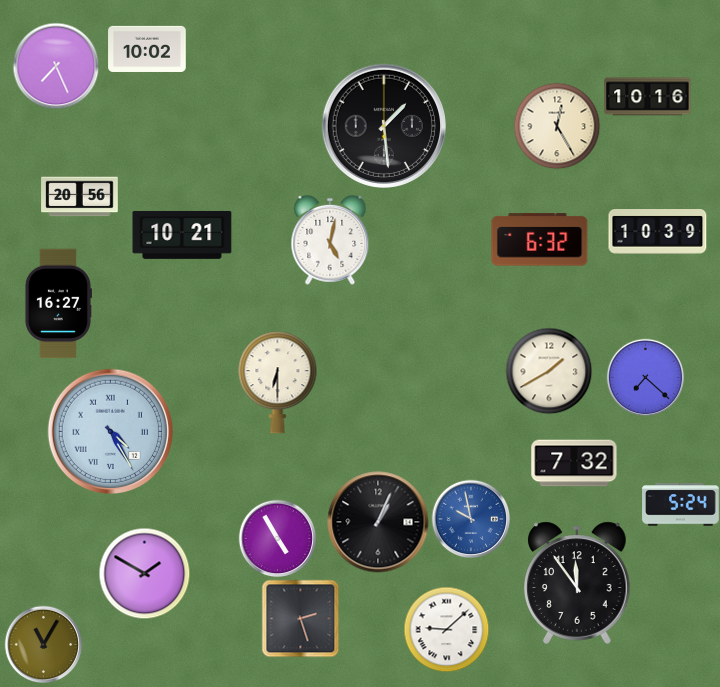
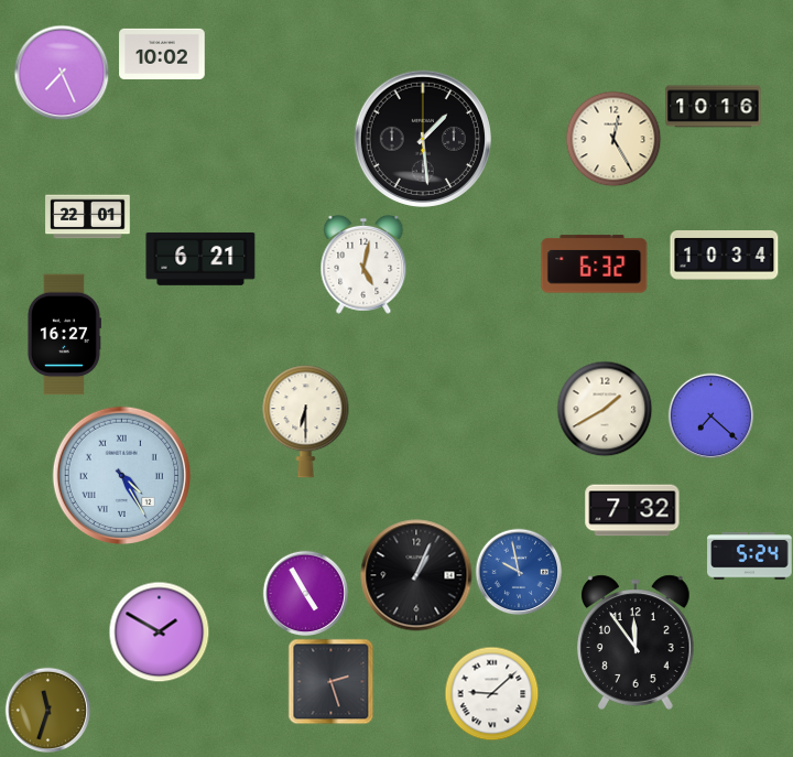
clock at (80, 197): 20:56 -> 22:01
clock at (658, 232): 10:39 -> 10:34
clock at (182, 235): 10:21 -> 6:21
clock at (43, 644): 11:05 -> 11:33
